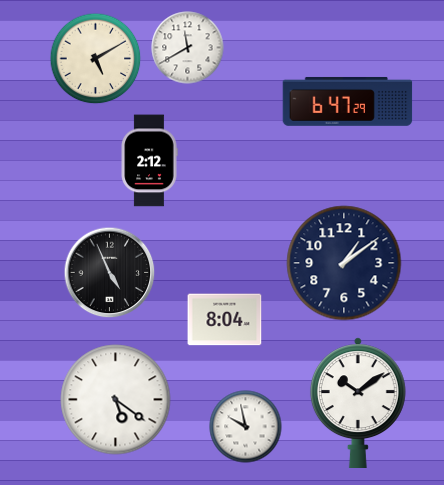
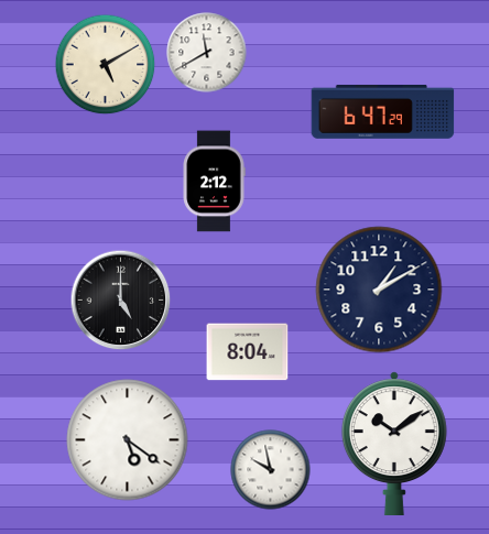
clock at (149, 161) position: (149, 161) -> (214, 182)
clock at (344, 263): 1:09 -> 1:10
clock at (110, 273): 4:56 -> 5:00
